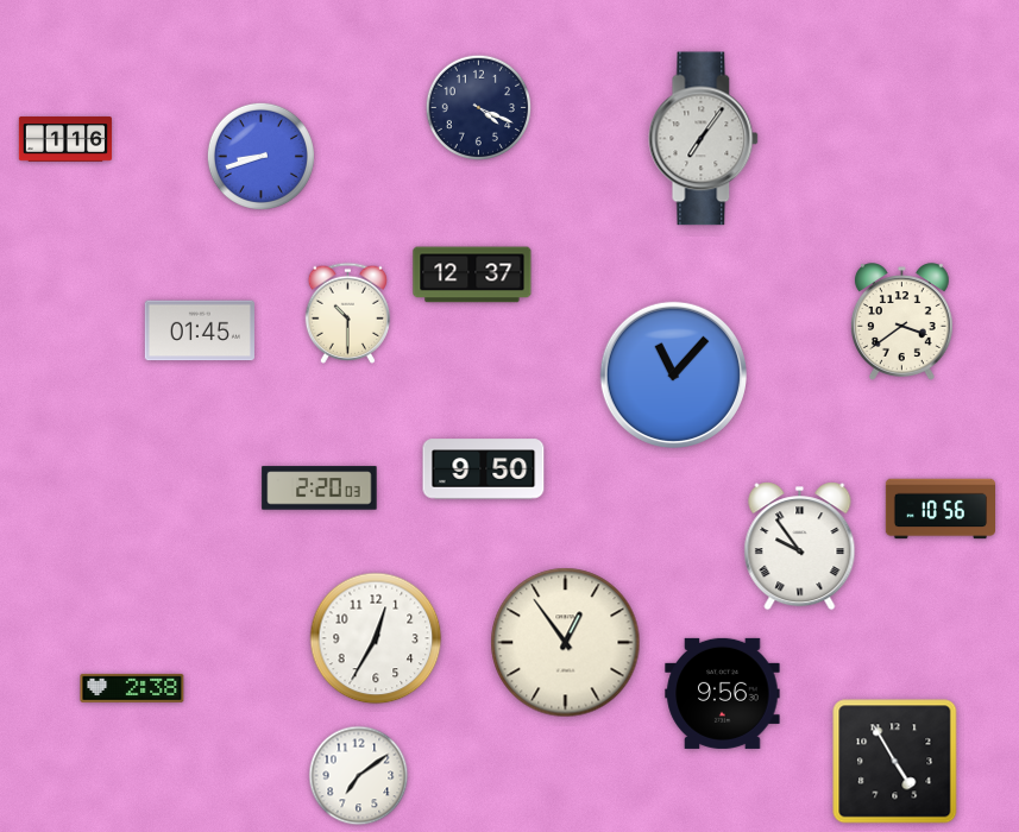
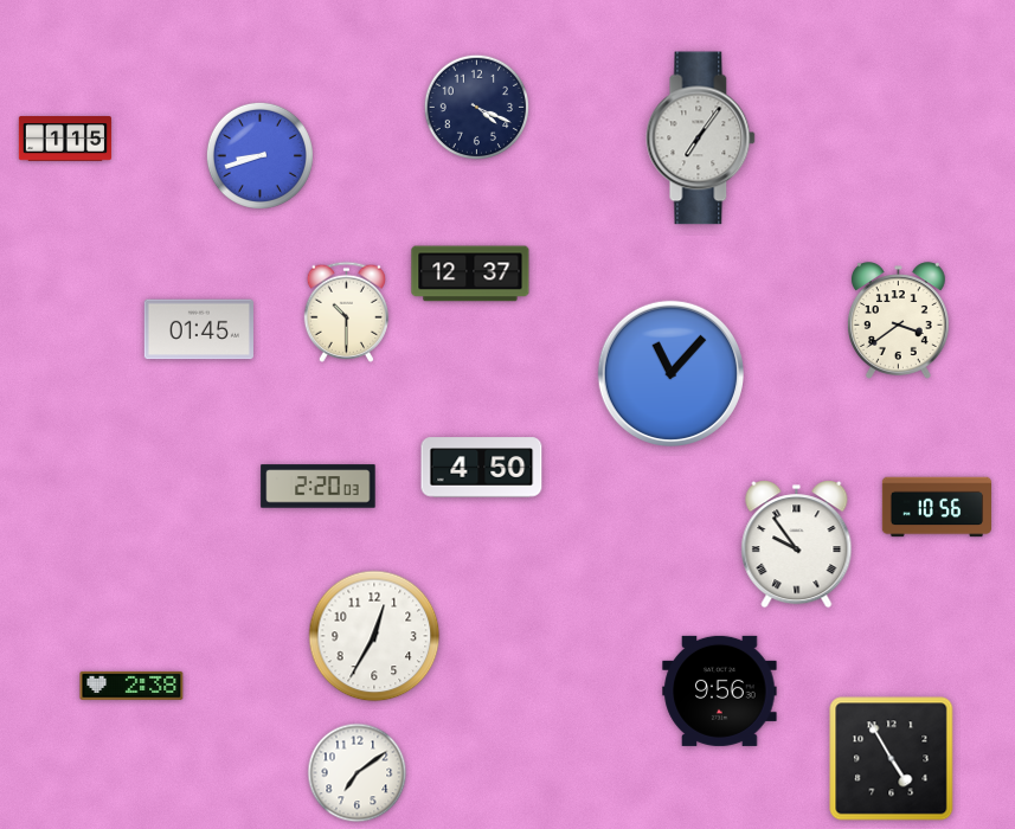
clock at (65, 139): 1:16 -> 1:15
clock at (484, 469): 9:50 -> 4:50
clock at (566, 643): 12:54 -> none
